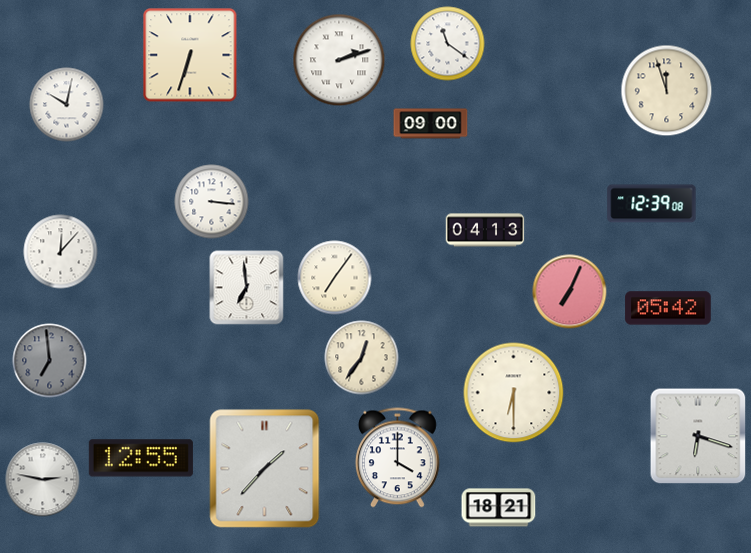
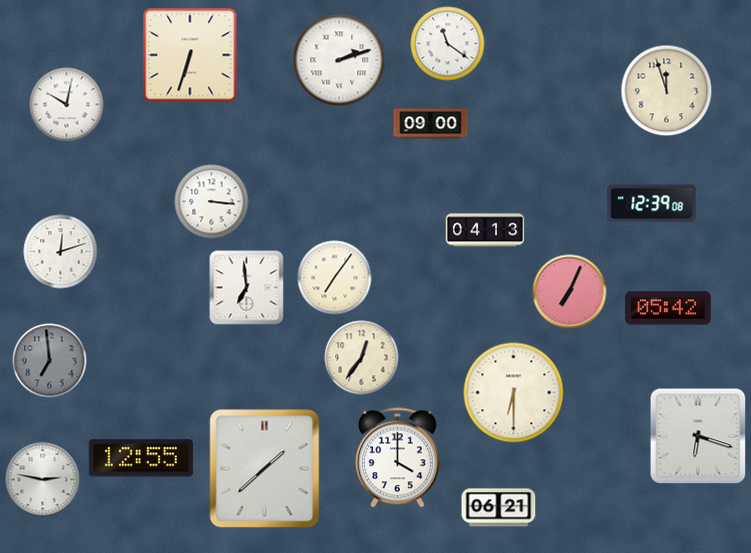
clock at (61, 252): 12:07 -> 12:12
clock at (265, 469): 1:37 -> 1:38
clock at (499, 508): 18:21 -> 06:21
